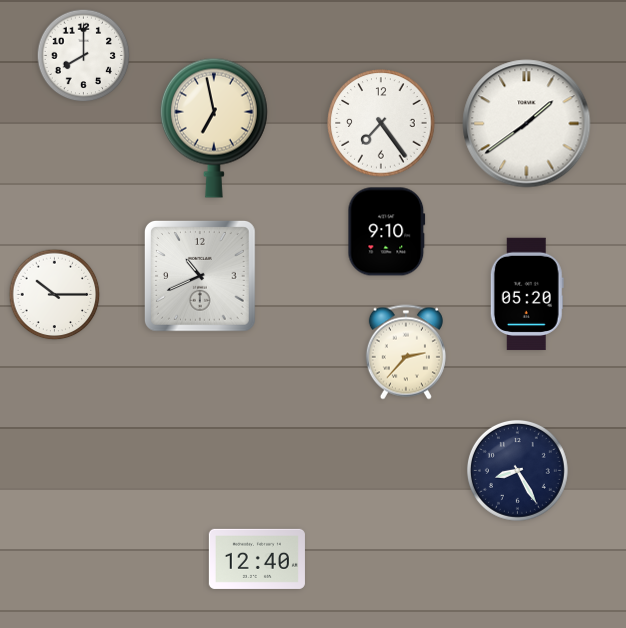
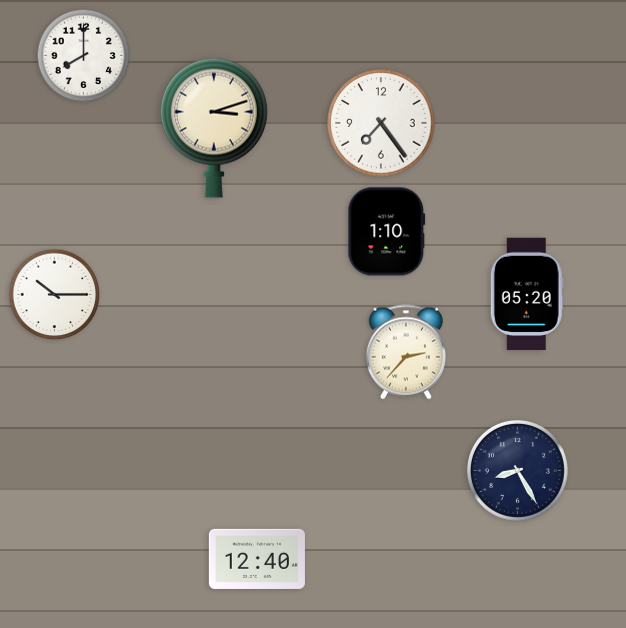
clock at (527, 124): 1:39 -> none
clock at (214, 128): 6:58 -> 3:12
clock at (387, 232): 9:10 -> 1:10
clock at (201, 277): 10:41 -> none
